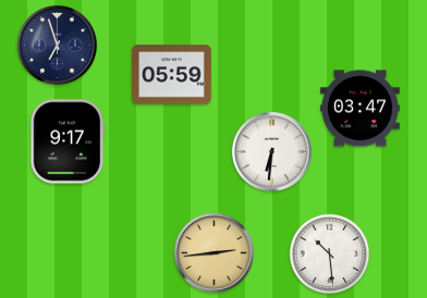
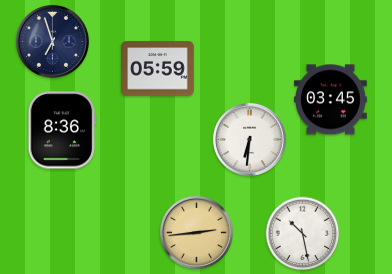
clock at (361, 109): 03:47 -> 03:45
clock at (68, 141): 9:17 -> 8:36
clock at (330, 254): 10:29 -> 10:28
